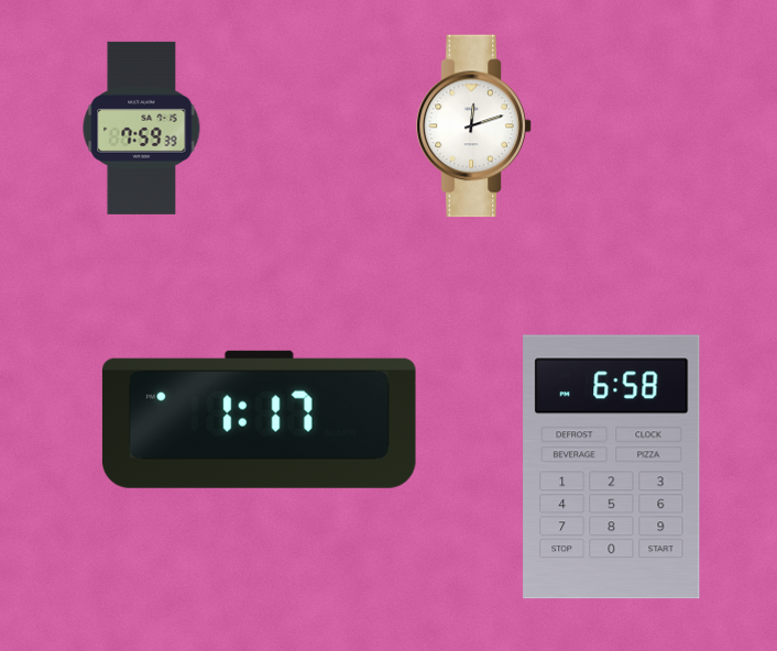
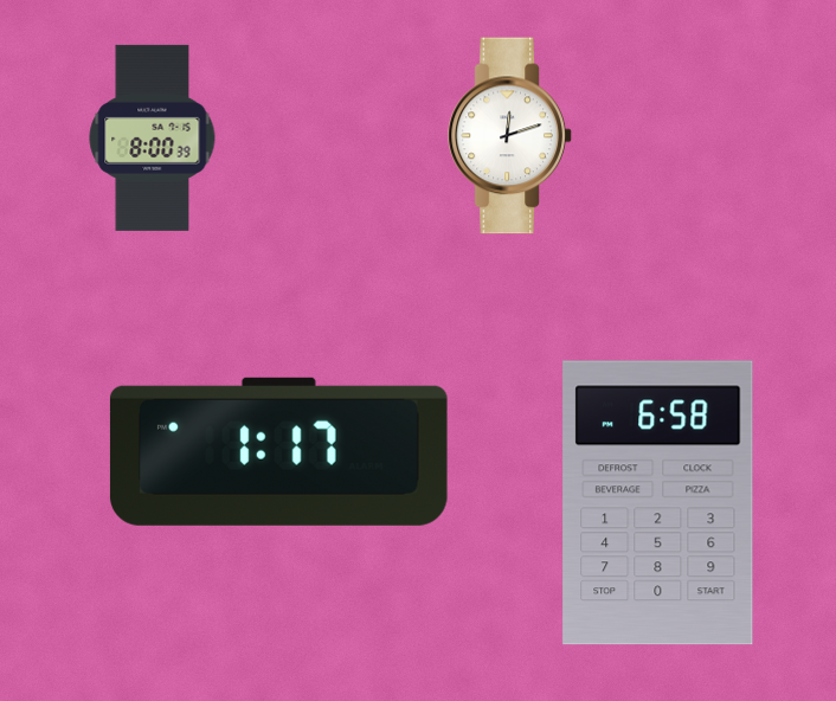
clock at (142, 128): 7:59 -> 8:00
